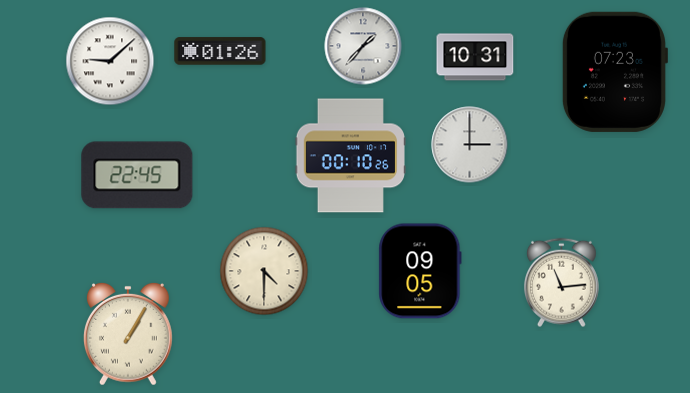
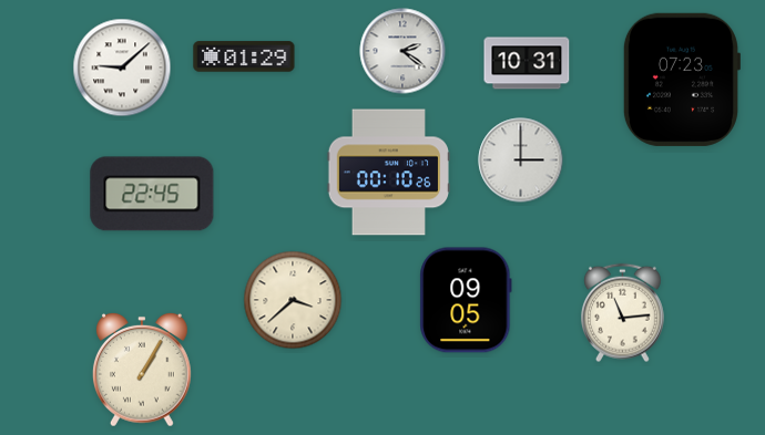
clock at (363, 46): 1:37 -> 2:21
clock at (220, 51): 01:26 -> 01:29
clock at (264, 271): 4:30 -> 3:38
